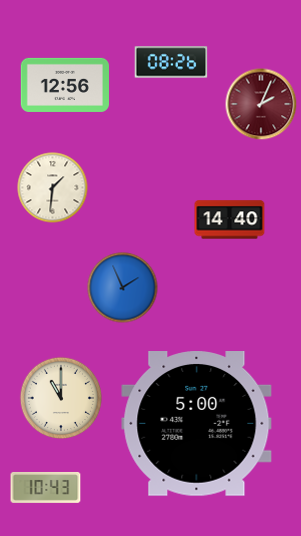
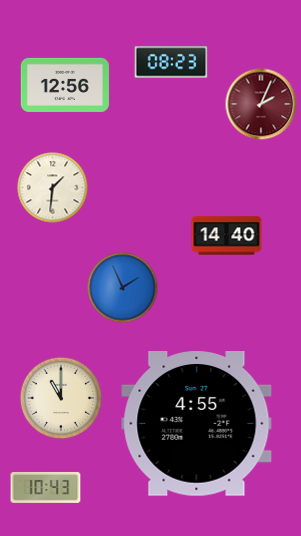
clock at (171, 62): 08:26 -> 08:23
clock at (230, 220) position: (230, 220) -> (227, 236)
clock at (197, 424): 5:00 -> 4:55
